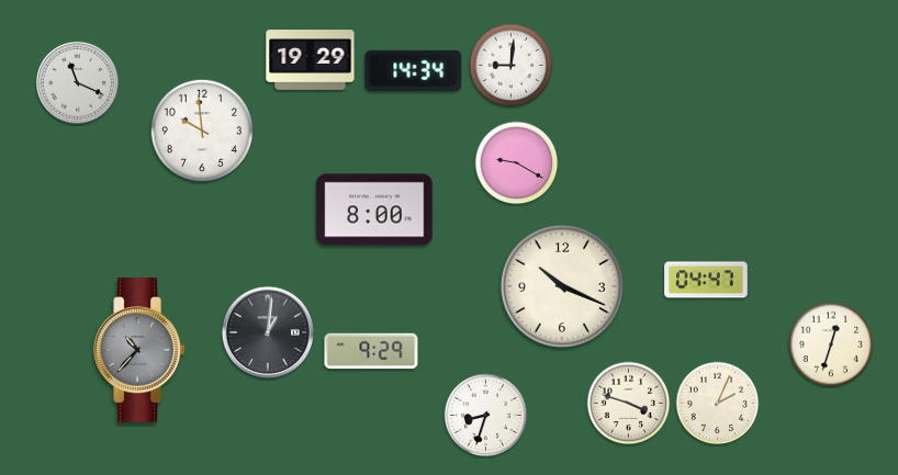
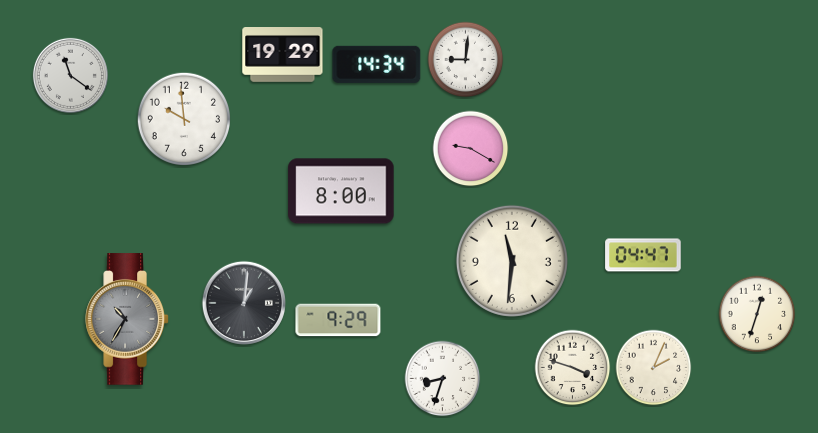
clock at (77, 82): 11:19 -> 11:21
clock at (562, 286): 10:19 -> 11:31
clock at (139, 350): 10:37 -> 10:35
